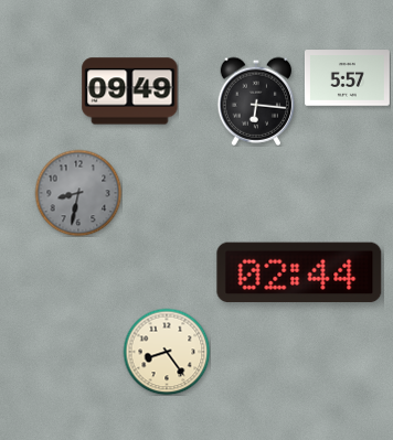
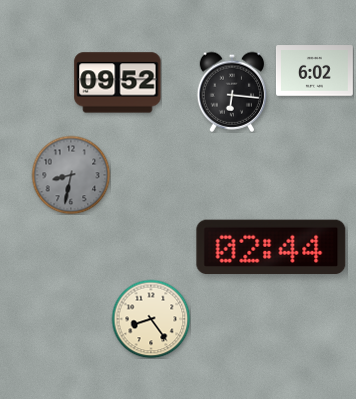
clock at (348, 78): 5:57 -> 6:02
clock at (130, 92): 09:49 -> 09:52
